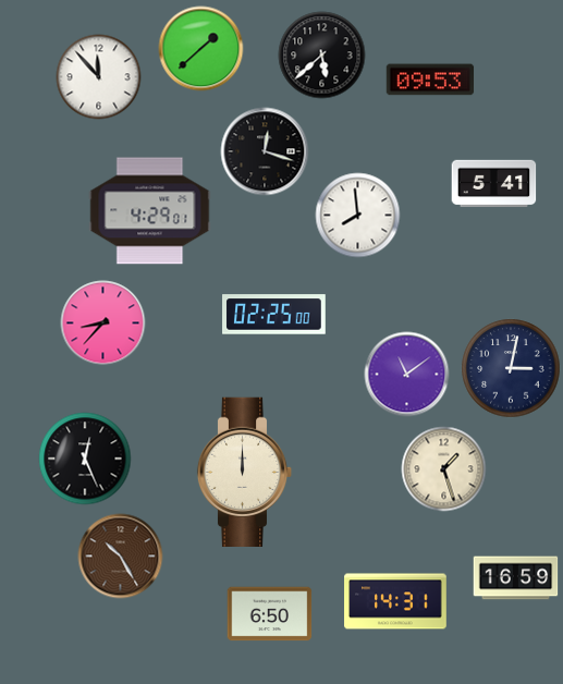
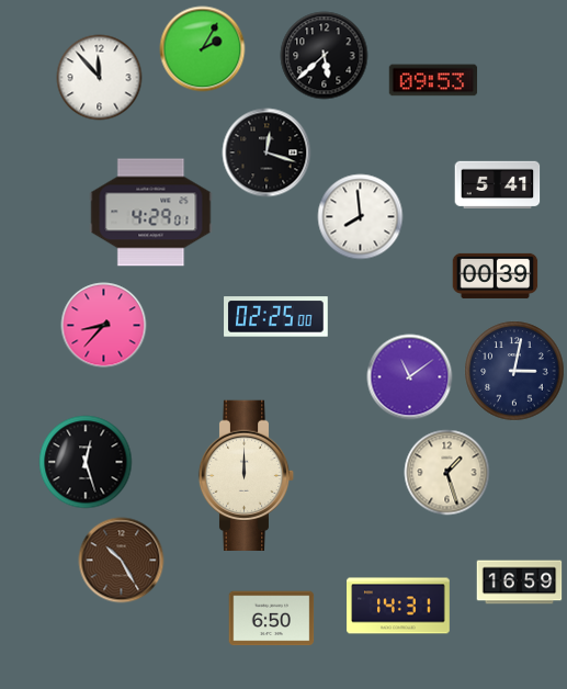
clock at (200, 48): 1:38 -> 2:05
clock at (495, 275): none -> 00:39
clock at (85, 459): 12:26 -> 12:27
